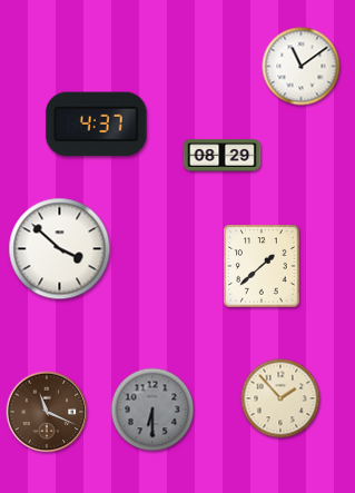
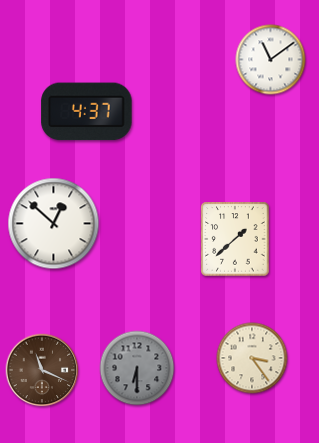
clock at (223, 156): 08:29 -> none
clock at (60, 249): 3:52 -> 12:52
clock at (280, 398): 1:53 -> 3:24
